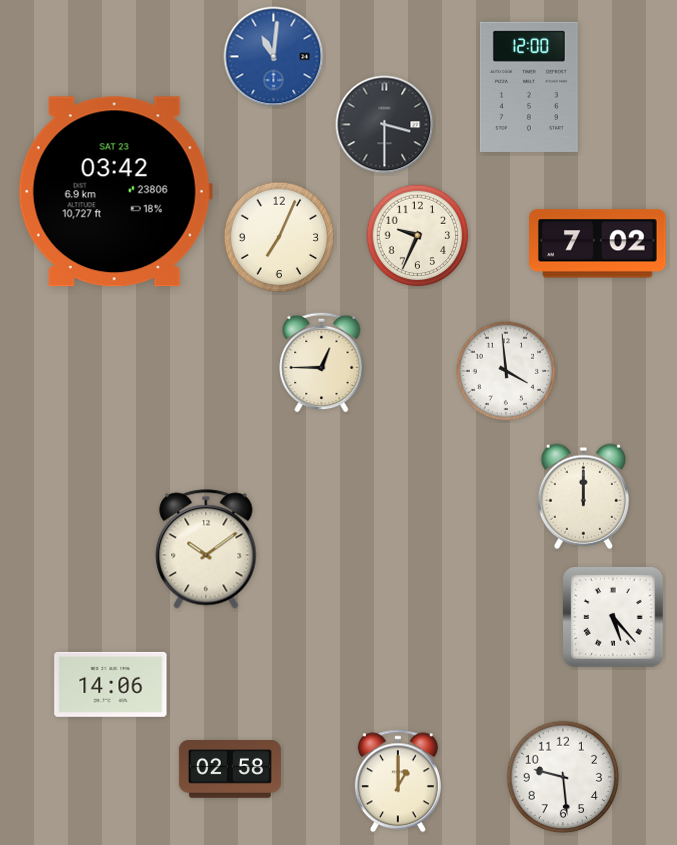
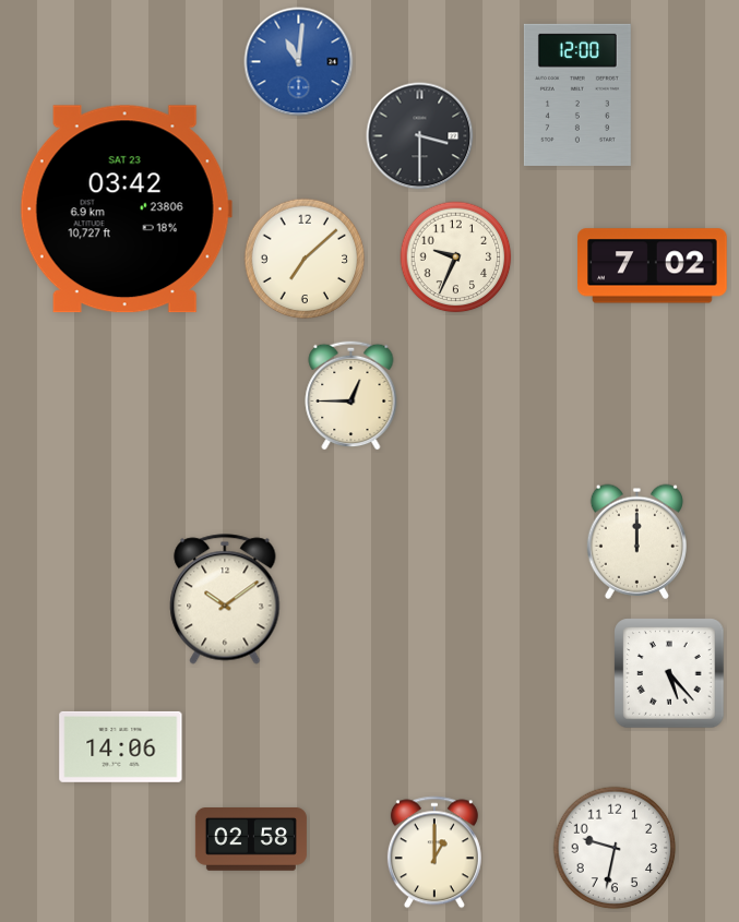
clock at (279, 237): 7:04 -> 7:08
clock at (506, 371): 3:59 -> none
clock at (563, 777): 9:29 -> 9:32
